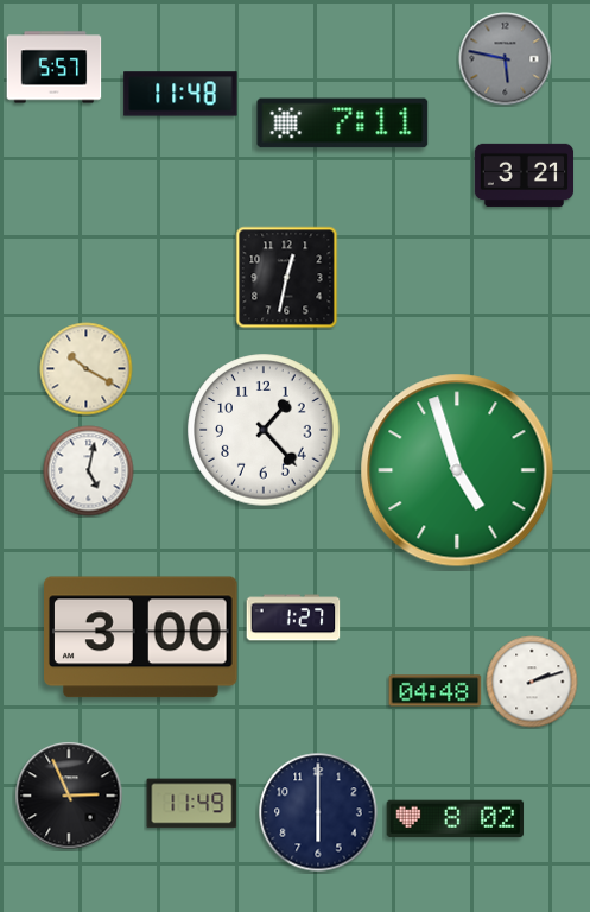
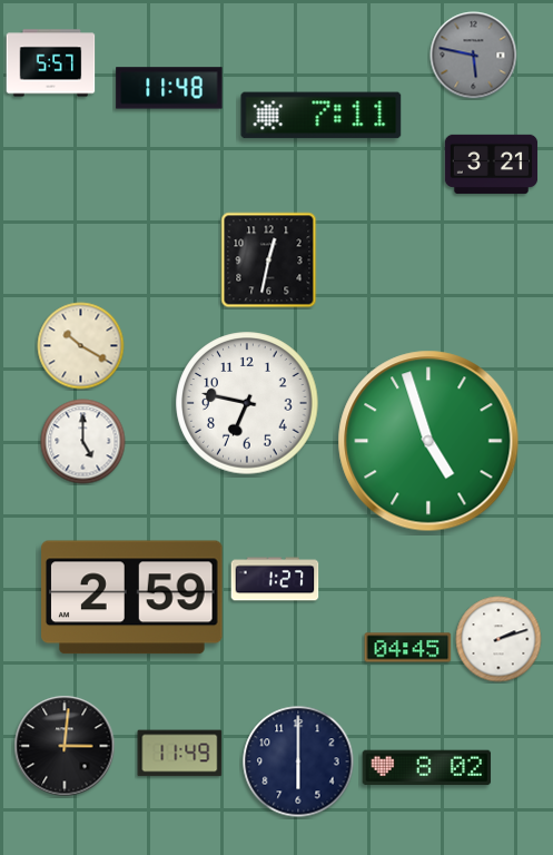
clock at (264, 430): 1:23 -> 6:47
clock at (89, 471): 5:02 -> 5:00
clock at (141, 638): 3:00 -> 2:59
clock at (436, 691): 04:48 -> 04:45
clock at (69, 796): 2:56 -> 3:01
